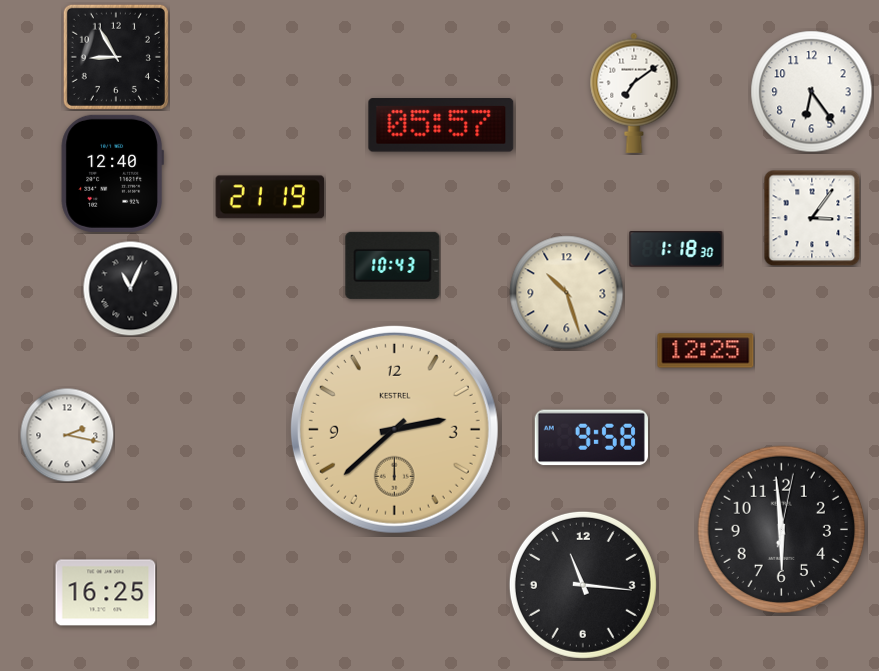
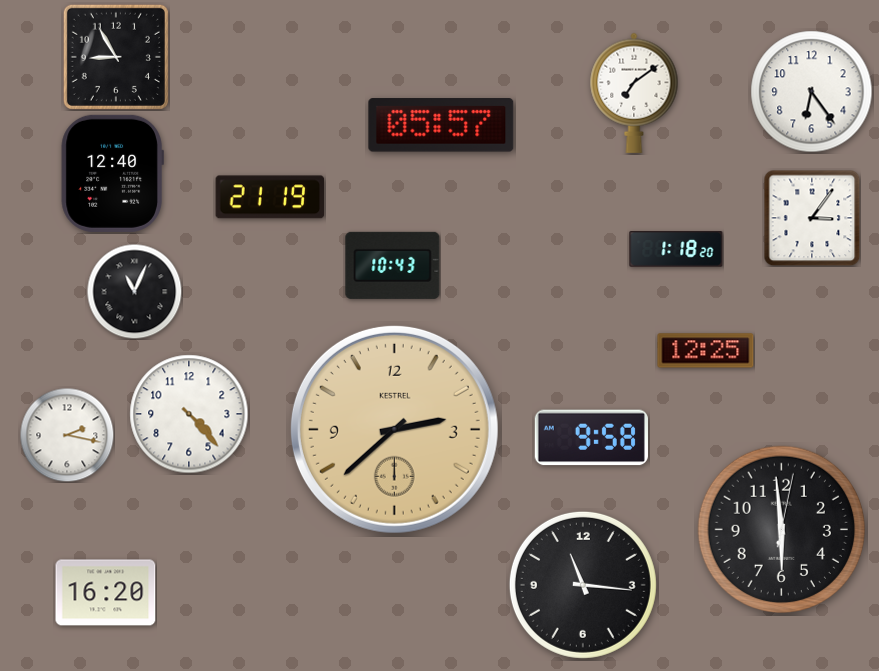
clock at (676, 249): 1:18:30 -> 1:18:20
clock at (130, 288) position: (130, 288) -> (134, 291)
clock at (567, 293): 10:27 -> none
clock at (189, 414): none -> 4:23
clock at (106, 593): 16:25 -> 16:20
